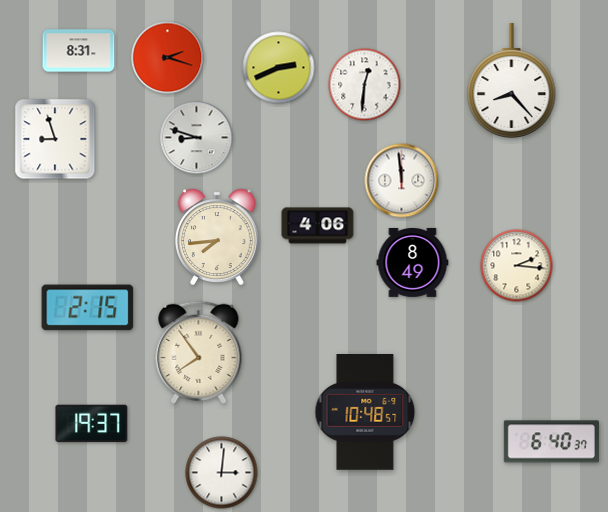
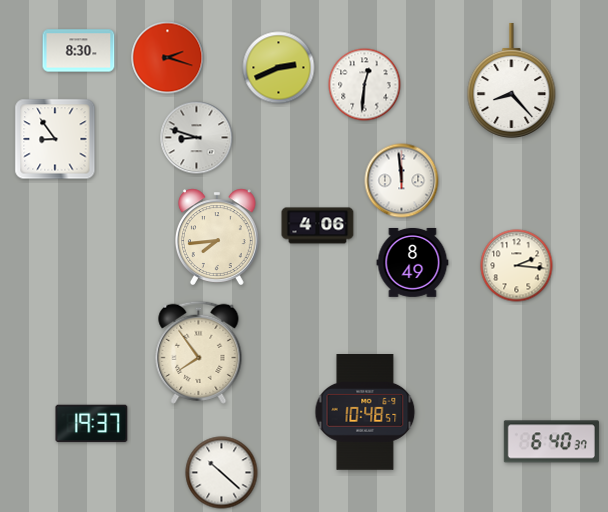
clock at (79, 51): 8:31 -> 8:30
clock at (55, 139): 8:57 -> 8:54
clock at (88, 308): 2:15 -> none
clock at (222, 473): 3:01 -> 10:22
